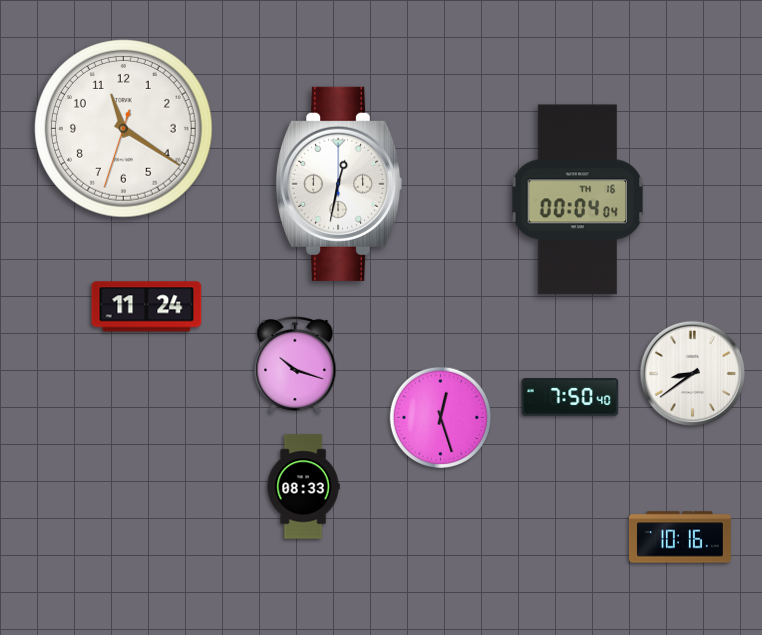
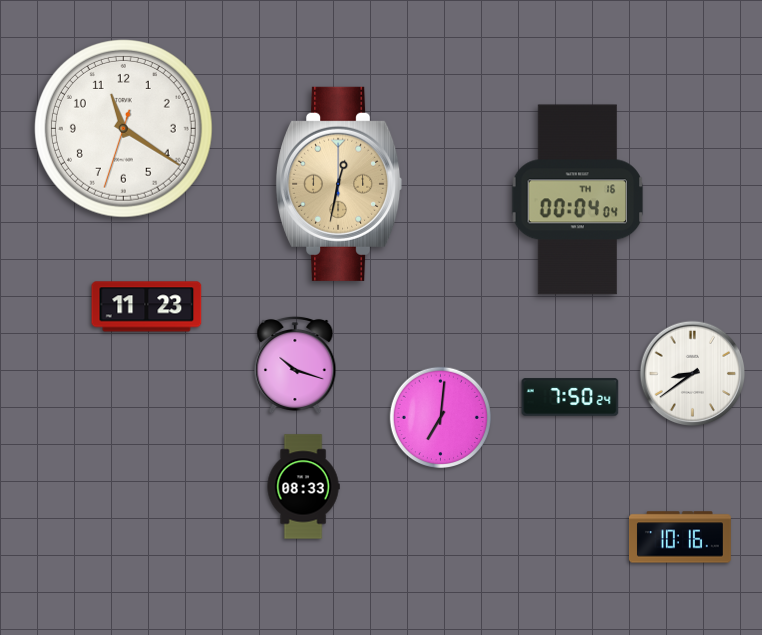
clock at (340, 184) dial: white -> champagne
clock at (147, 307): 11:24 -> 11:23
clock at (570, 397): 7:50:40 -> 7:50:24
clock at (441, 418): 12:27 -> 7:01
